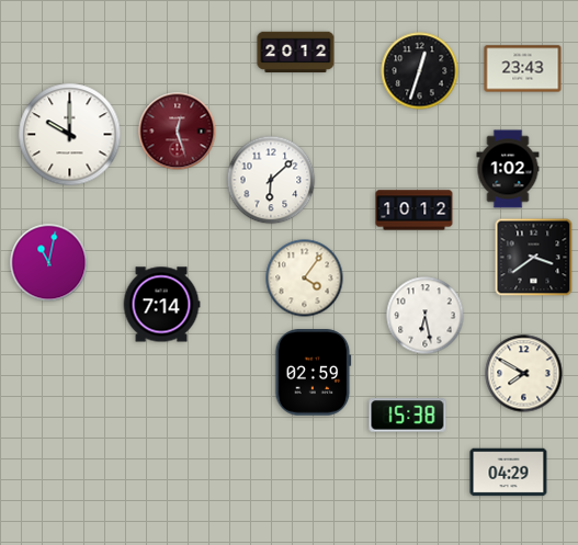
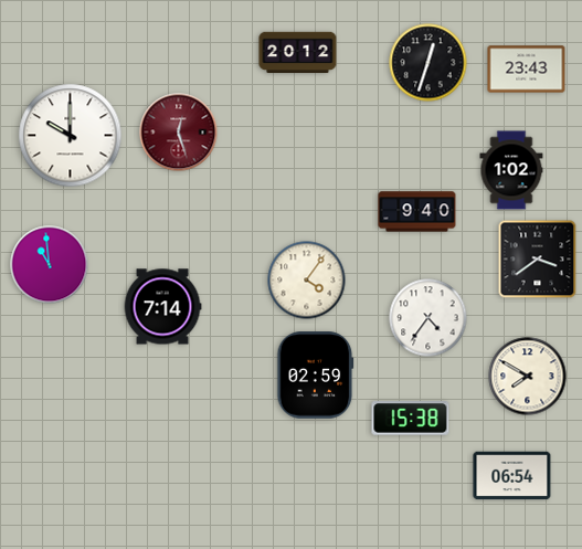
clock at (420, 71) position: (420, 71) -> (428, 63)
clock at (271, 180): 6:08 -> none
clock at (415, 211): 10:12 -> 9:40
clock at (49, 263): 11:02 -> 10:59
clock at (426, 316): 6:28 -> 4:36
clock at (509, 473): 04:29 -> 06:54
